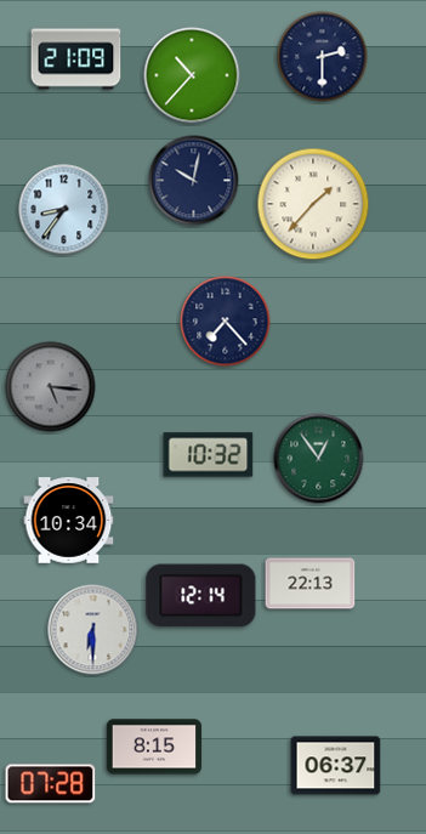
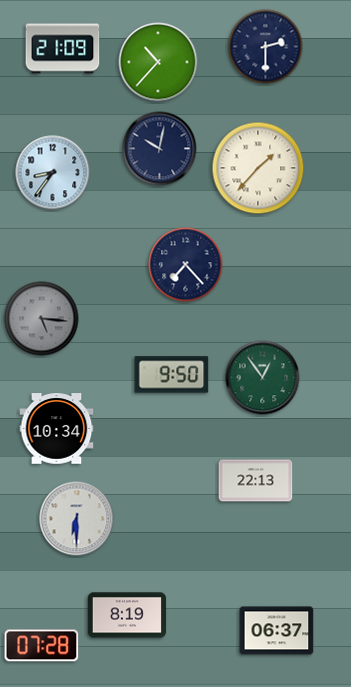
clock at (209, 455): 10:32 -> 9:50
clock at (201, 596): 12:14 -> none
clock at (154, 747): 8:15 -> 8:19
